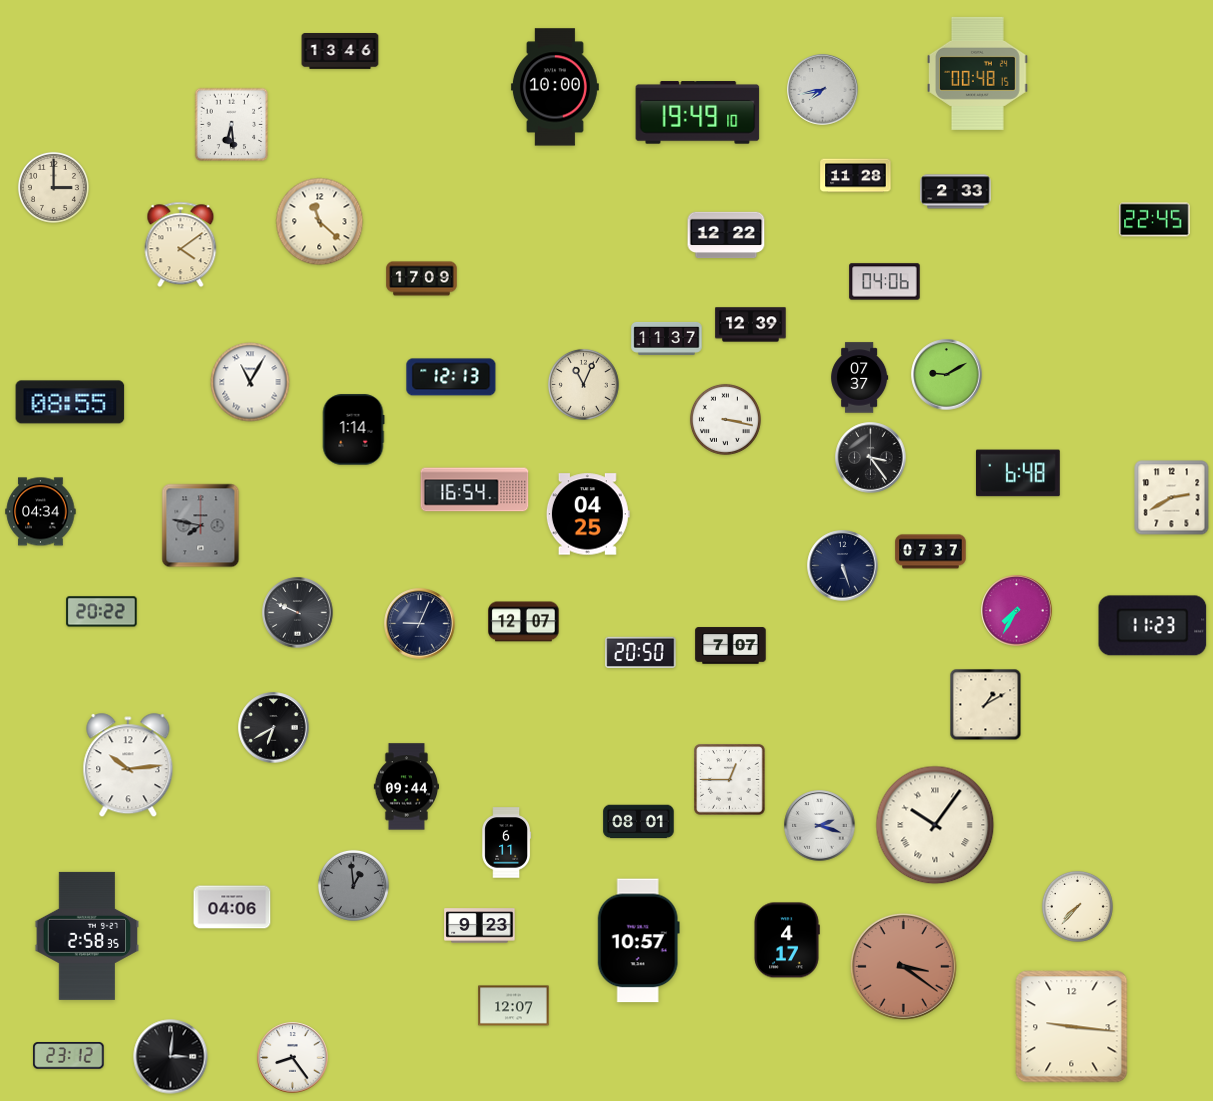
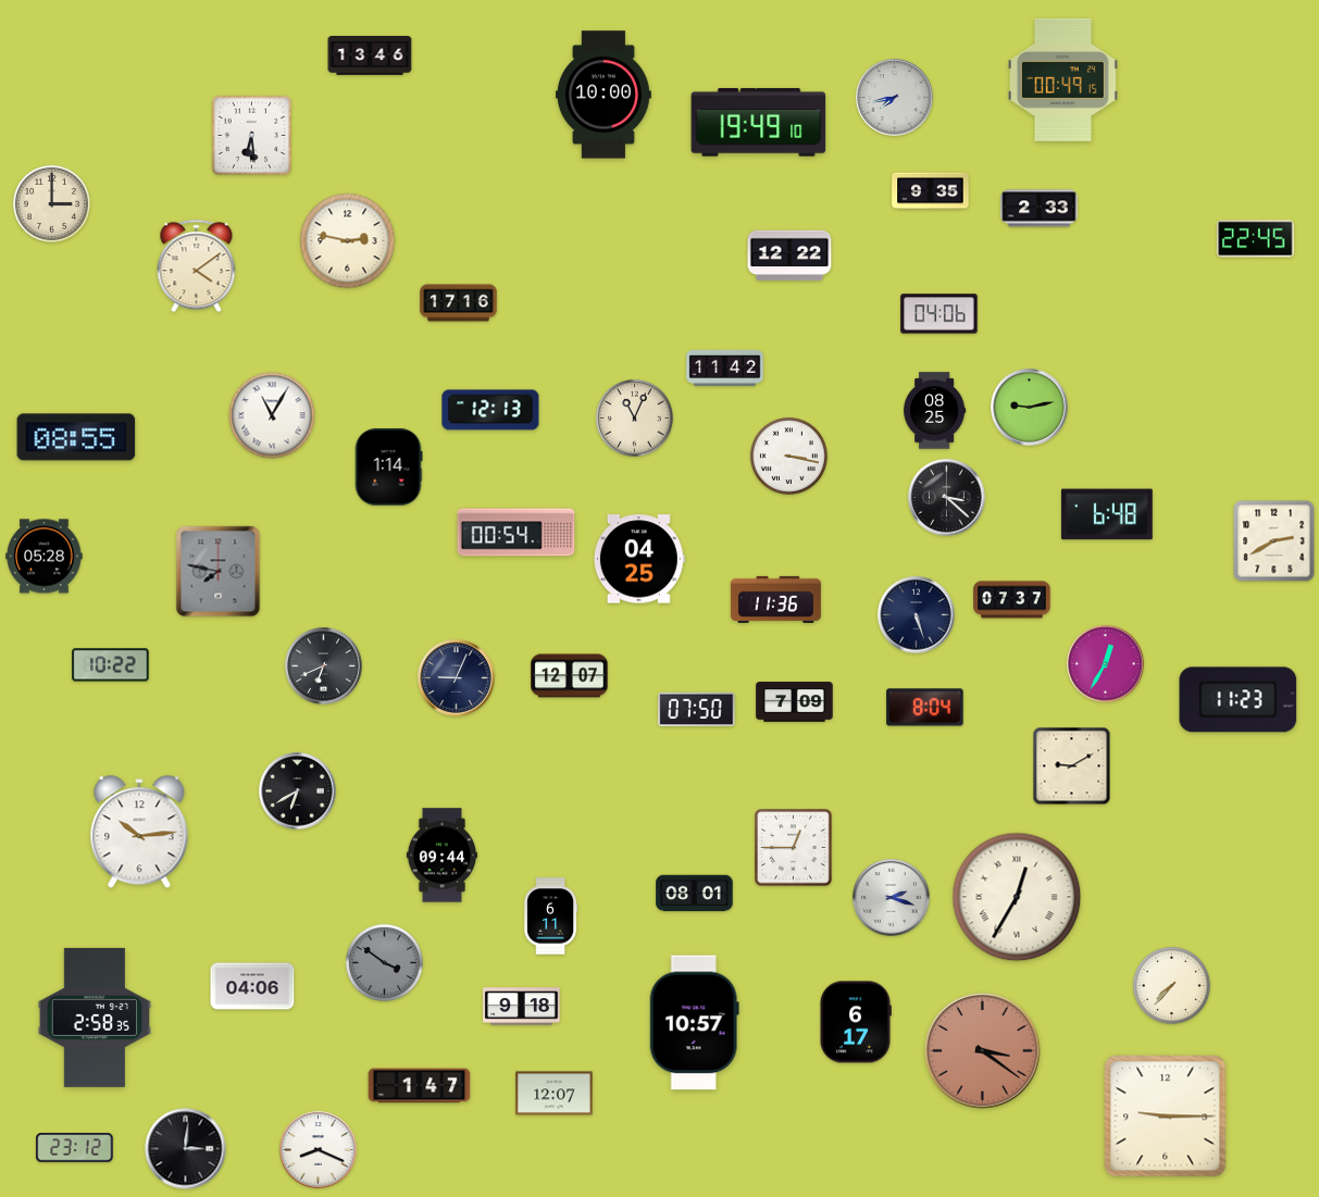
clock at (978, 73): 00:48 -> 00:49
clock at (856, 176): 11:28 -> 9:35
clock at (53, 187) position: (53, 187) -> (51, 203)
clock at (320, 222): 11:22 -> 2:47
clock at (422, 279): 17:09 -> 17:16
clock at (885, 282) position: (885, 282) -> (940, 314)
clock at (751, 325): 12:39 -> none
clock at (667, 338): 11:37 -> 11:42
clock at (947, 375): 9:10 -> 9:13
clock at (860, 378): 07:37 -> 08:25
clock at (353, 430) position: (353, 430) -> (388, 467)
clock at (871, 458): 3:24 -> 3:22
clock at (475, 490): 16:54 -> 00:54
clock at (41, 512): 04:34 -> 05:28
clock at (775, 599): none -> 11:36
clock at (1017, 611): 7:35 -> 12:35
clock at (102, 612): 20:22 -> 10:22
clock at (298, 613): 9:49 -> 6:41
clock at (1153, 626) position: (1153, 626) -> (1239, 700)
clock at (731, 646): 7:07 -> 7:09
clock at (925, 708): none -> 8:04
clock at (641, 652): 20:50 -> 07:50
clock at (986, 705): 1:10 -> 9:10
clock at (935, 825): 10:06 -> 12:35
clock at (353, 885): 12:59 -> 3:51
clock at (480, 926): 9:23 -> 9:18
clock at (787, 940): 4:17 -> 6:17
clock at (420, 1086): none -> 1:47
clock at (514, 1006) position: (514, 1006) -> (555, 1094)
clock at (1072, 1027): 9:16 -> 9:15
clock at (293, 1058): 8:24 -> 8:19
